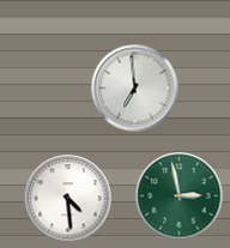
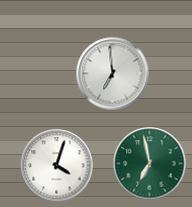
clock at (180, 196): 2:58 -> 6:58
clock at (68, 199): 4:29 -> 4:03
